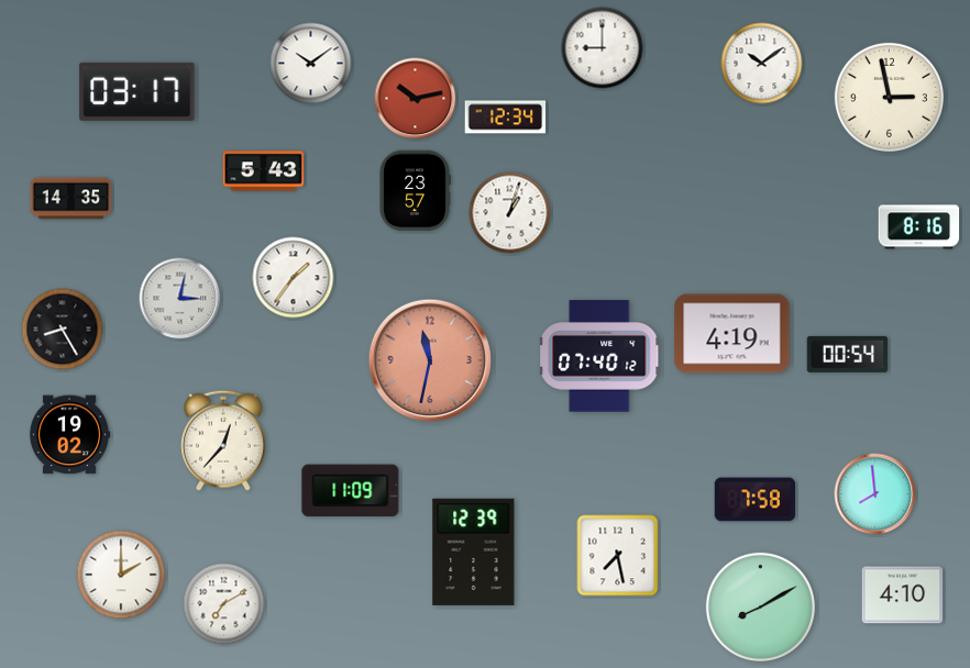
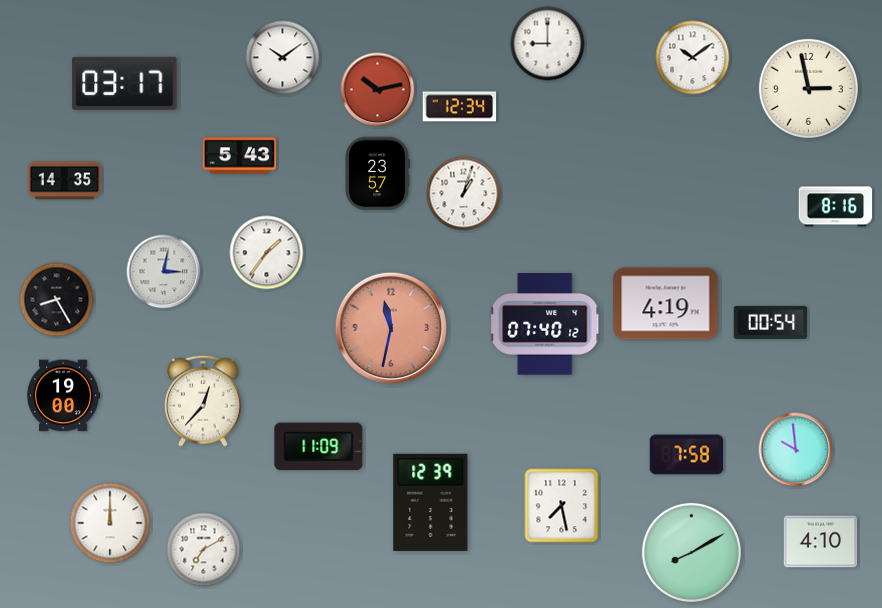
clock at (69, 435): 19:02 -> 19:00
clock at (875, 494): 7:59 -> 9:59
clock at (121, 575): 2:00 -> 12:00
